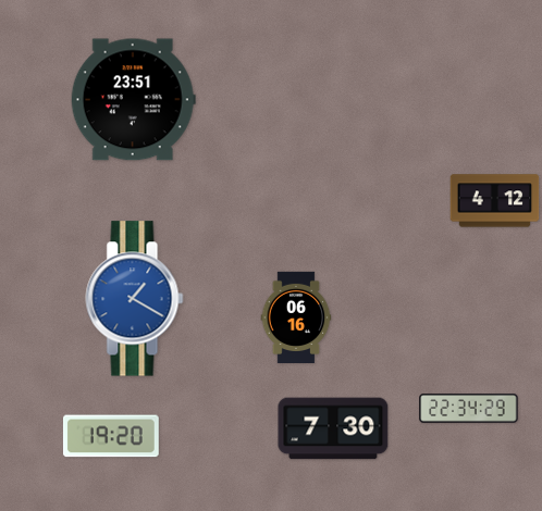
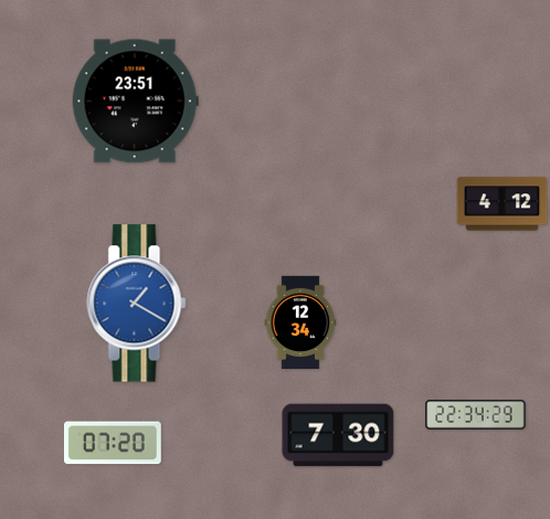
clock at (296, 316): 06:16 -> 12:34
clock at (111, 436): 19:20 -> 07:20
